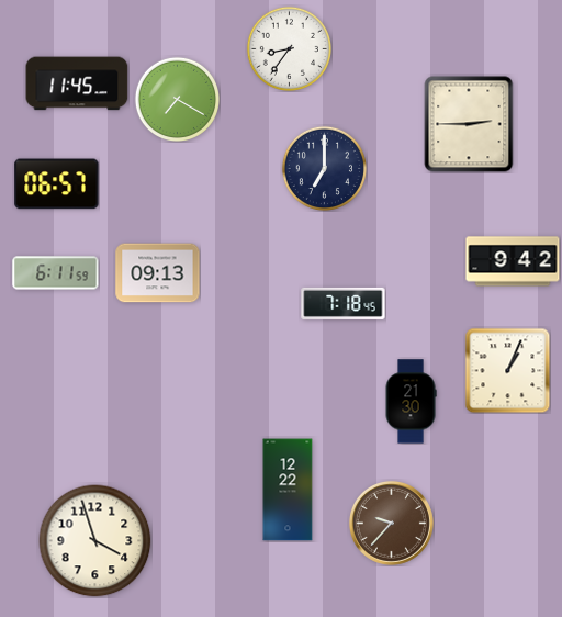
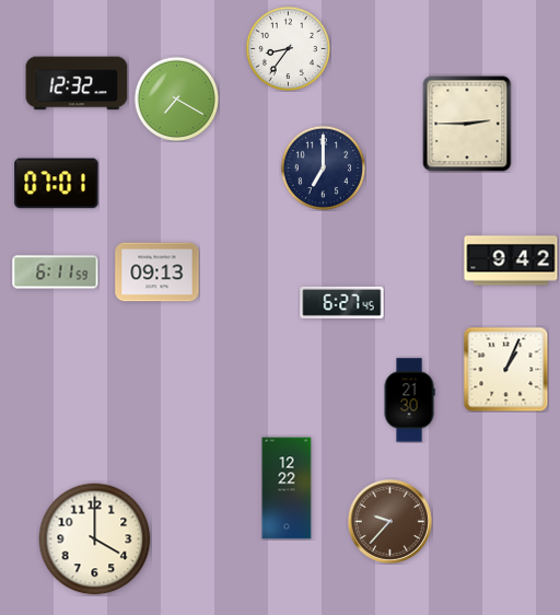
clock at (77, 83): 11:45 -> 12:32
clock at (57, 184): 06:57 -> 07:01
clock at (344, 303): 7:18 -> 6:27
clock at (95, 541): 3:57 -> 4:00
